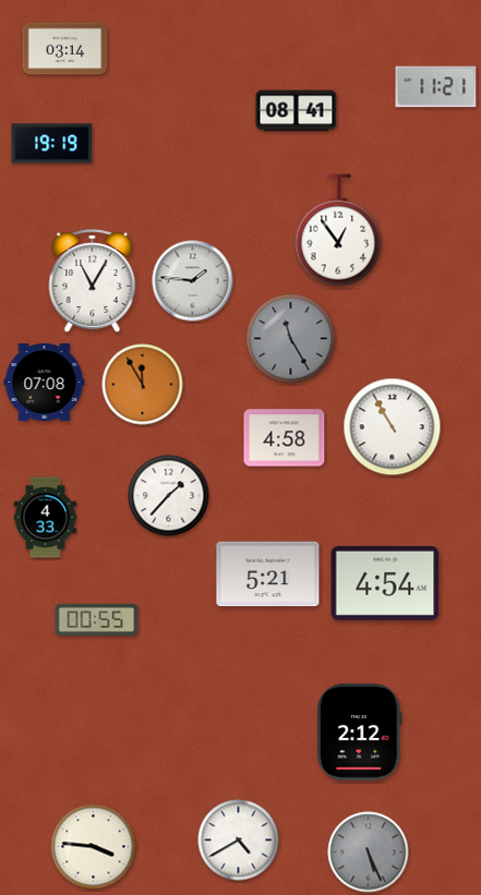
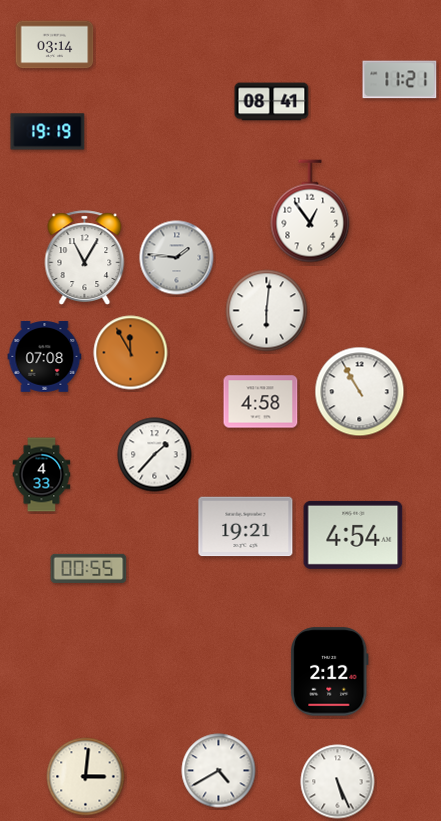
clock at (65, 49) position: (65, 49) -> (55, 45)
clock at (291, 339): 11:25 -> 6:01
clock at (291, 339) dial: grey -> white
clock at (45, 383) position: (45, 383) -> (45, 357)
clock at (268, 575): 5:21 -> 19:21
clock at (94, 847): 3:46 -> 3:01
clock at (369, 852) dial: grey -> white
